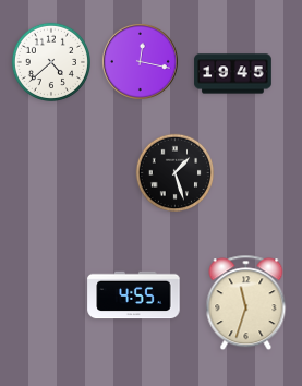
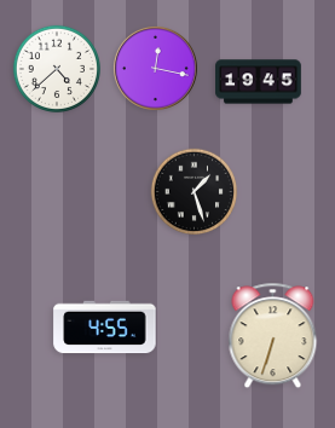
clock at (134, 295) position: (134, 295) -> (105, 328)
clock at (246, 303): 11:33 -> 6:33
